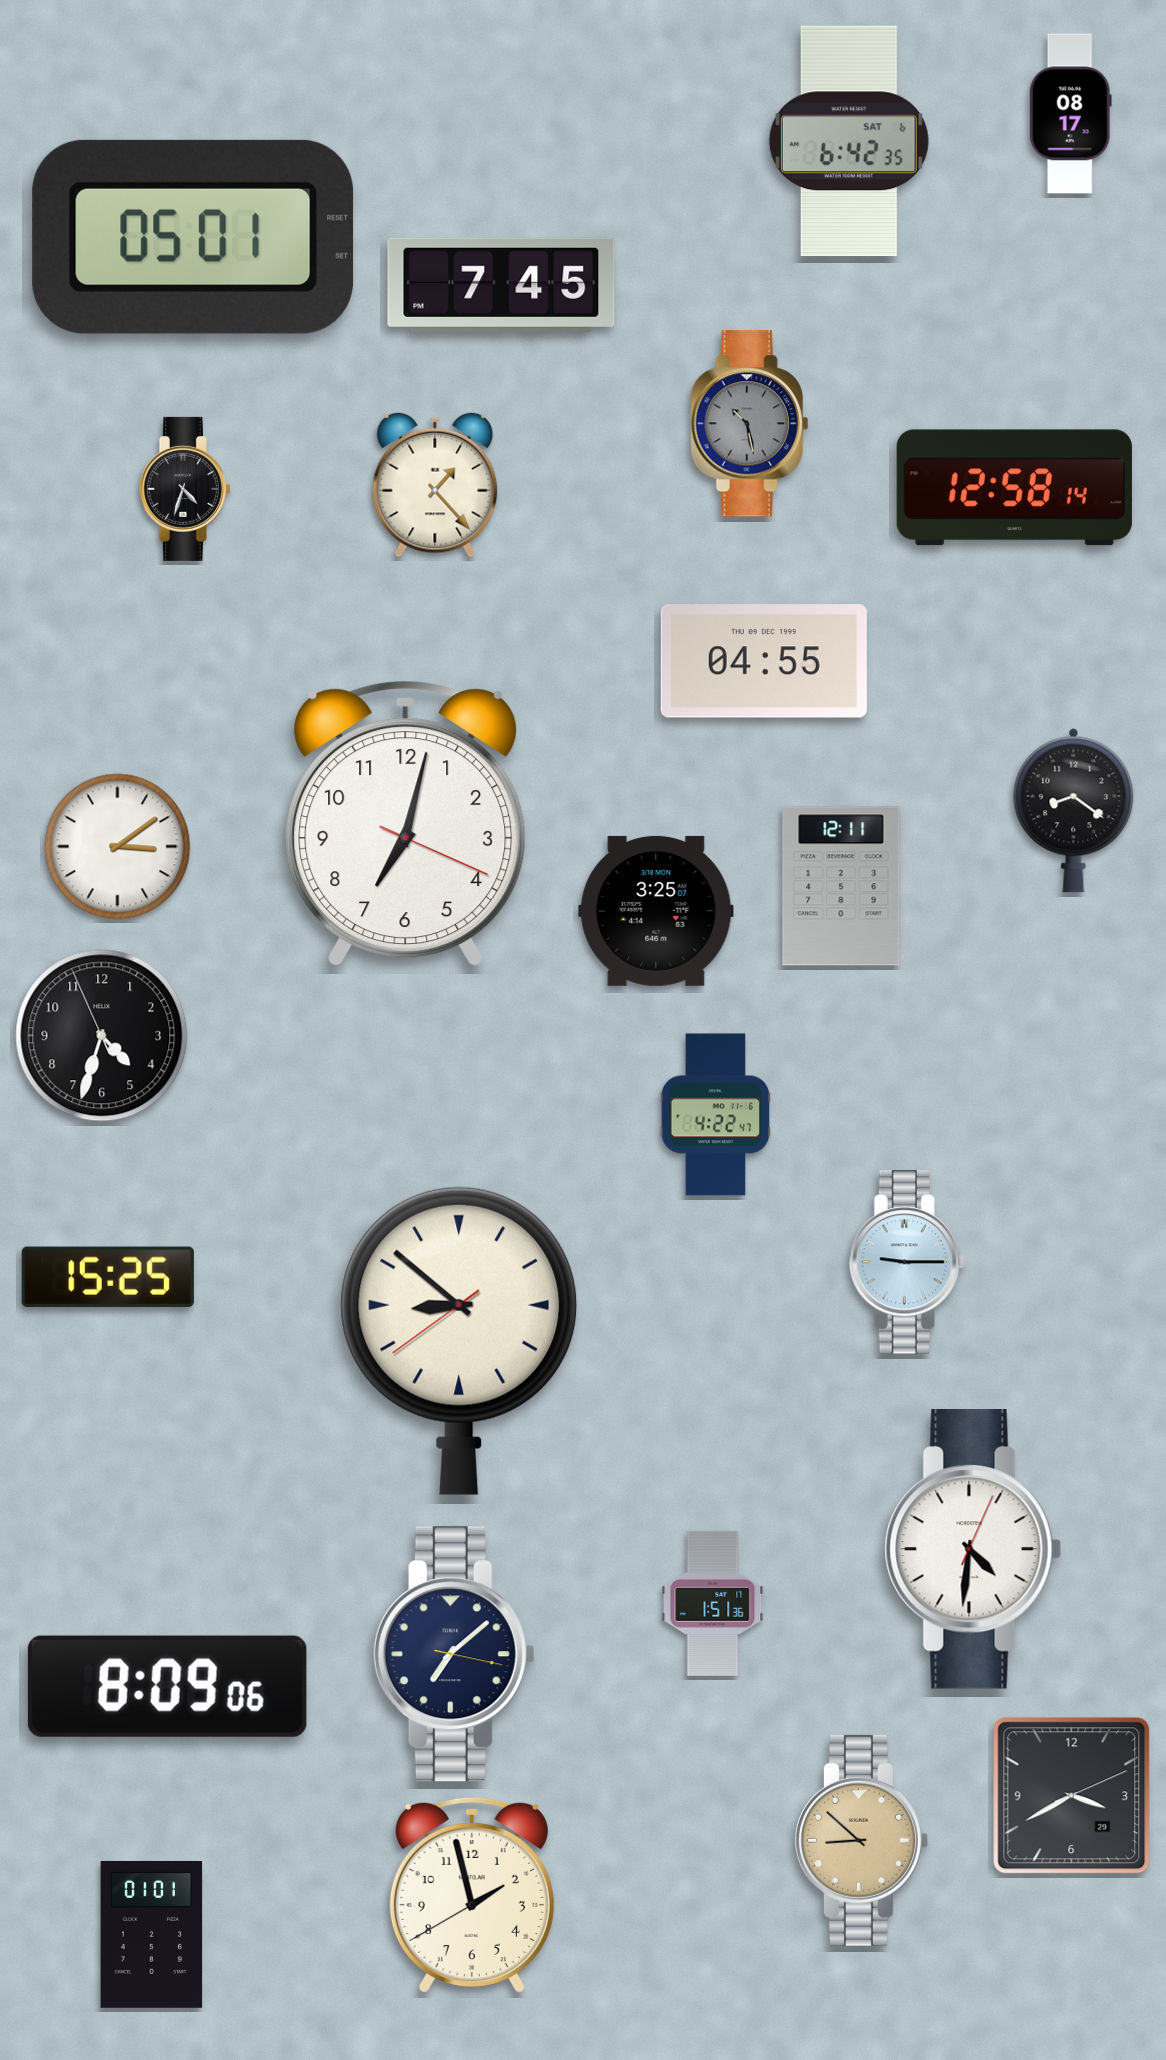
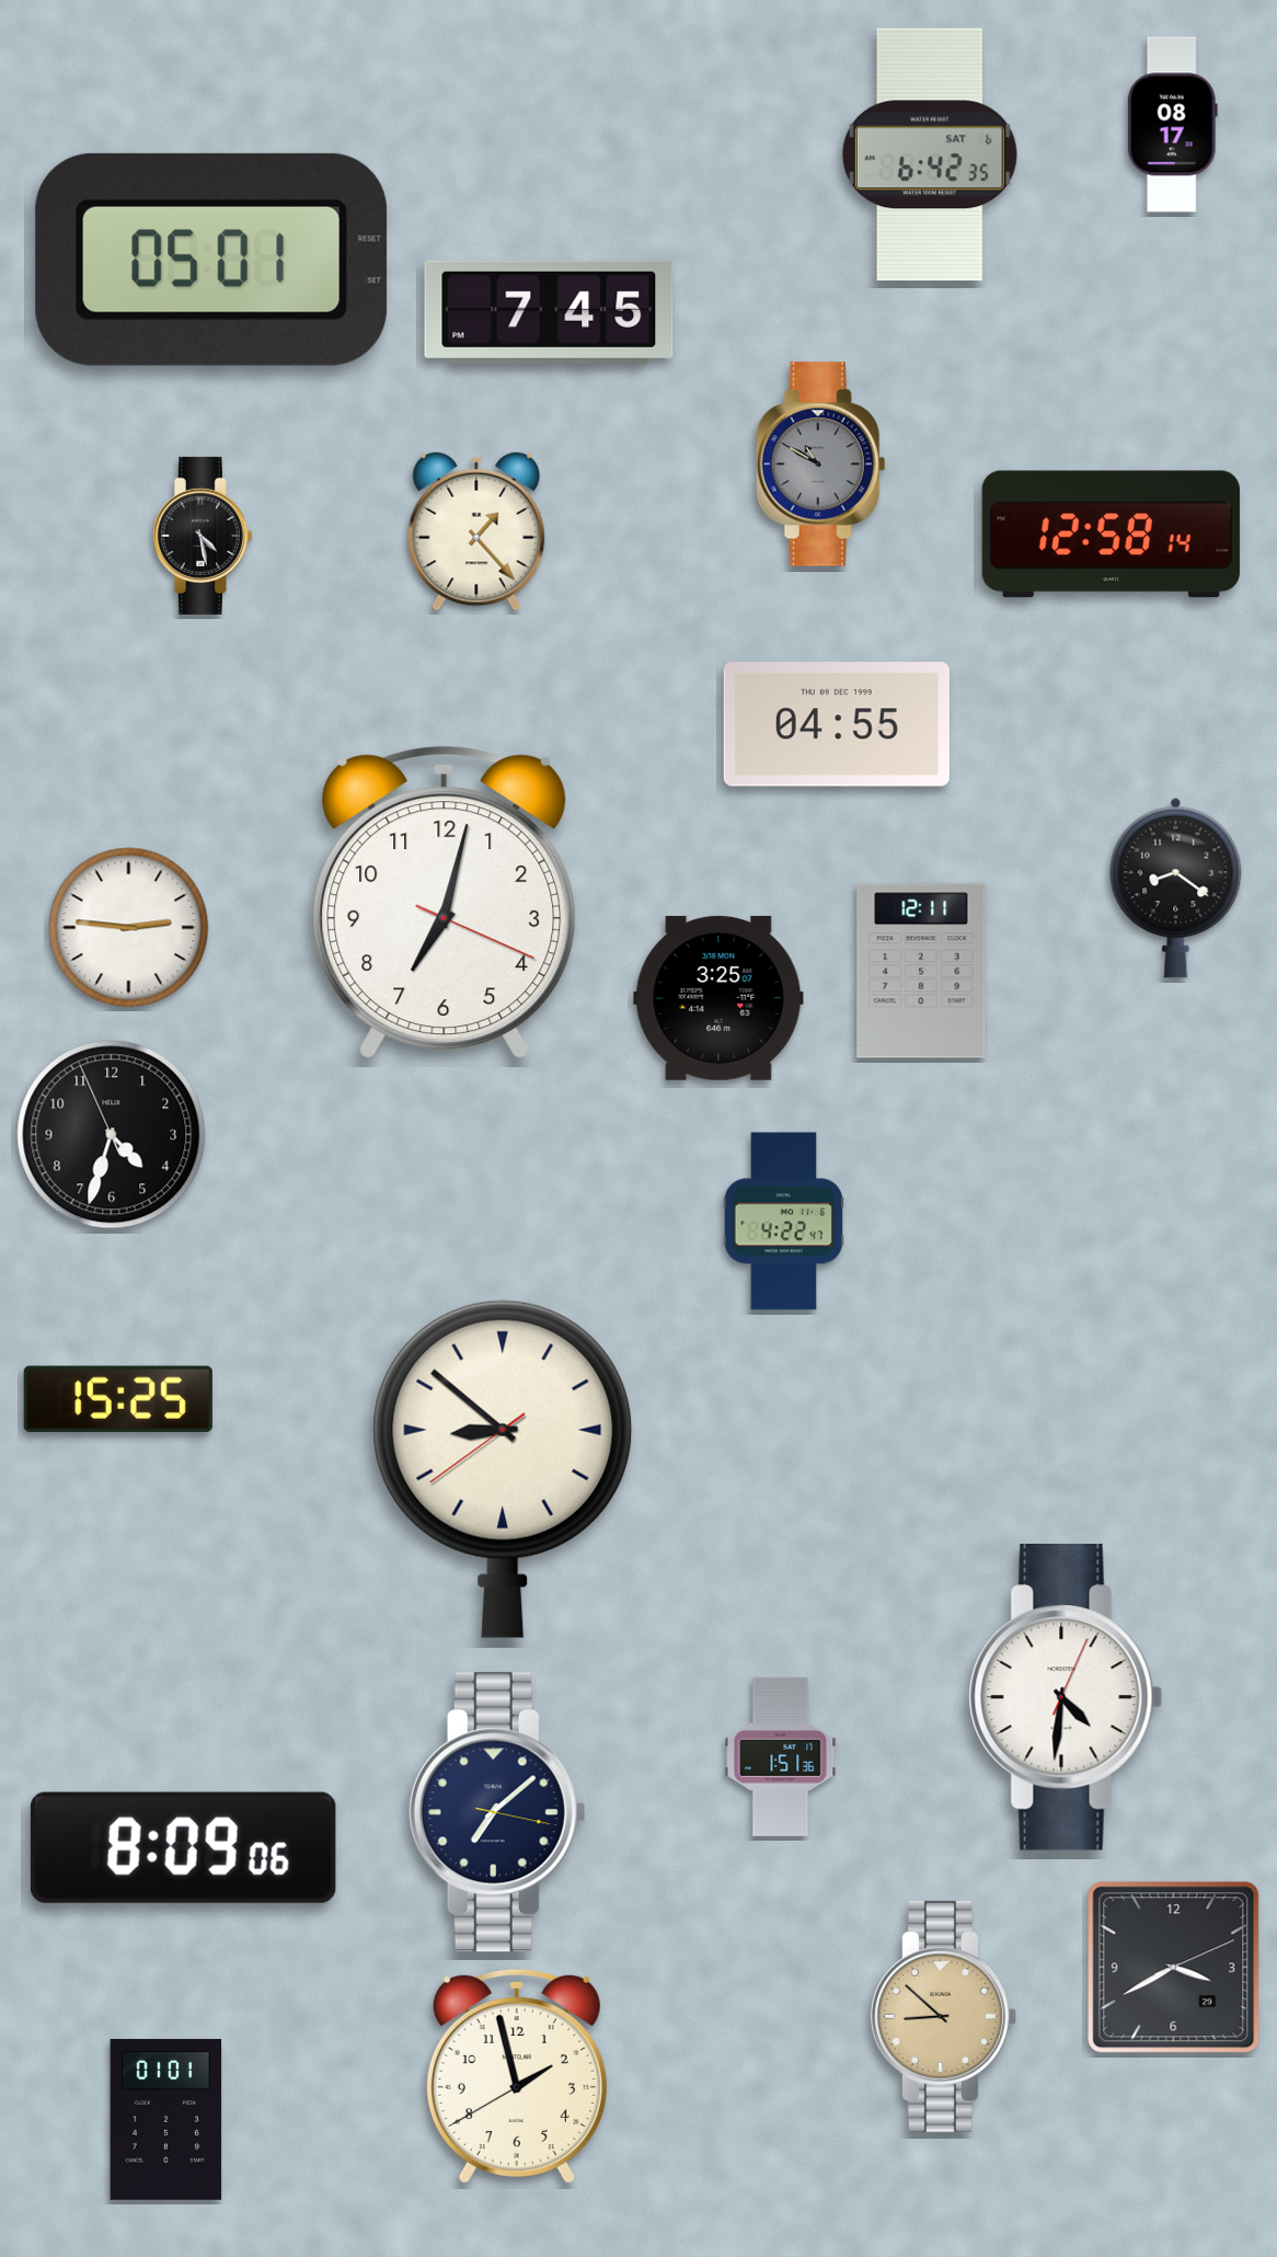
clock at (750, 424): 10:28 -> 10:50
clock at (185, 489): 4:33 -> 4:28
clock at (118, 847): 3:09 -> 2:46
clock at (907, 1262): 9:15 -> none
